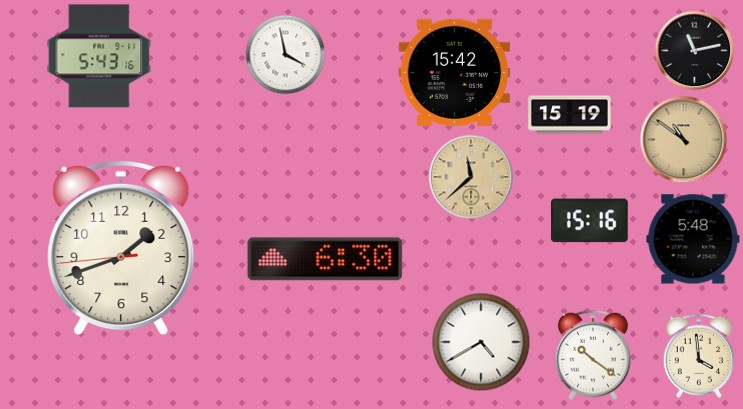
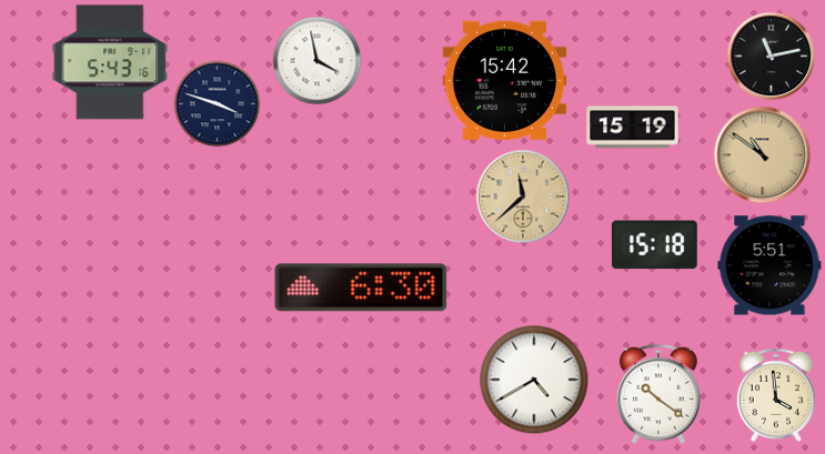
clock at (217, 103): none -> 3:48
clock at (683, 139) position: (683, 139) -> (762, 154)
clock at (589, 221): 15:16 -> 15:18
clock at (693, 239): 5:48 -> 5:51
clock at (121, 248): 1:41 -> none
